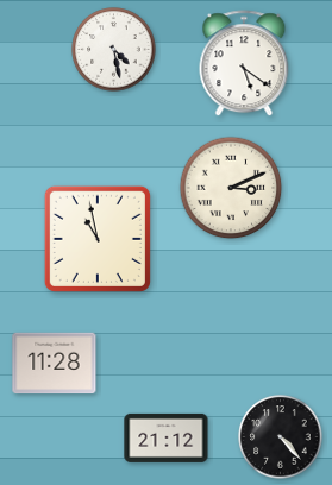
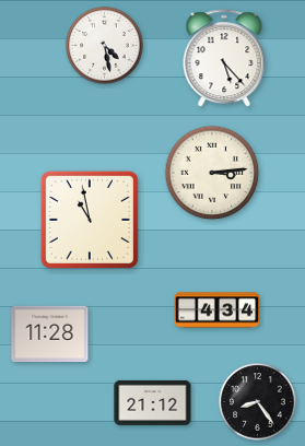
clock at (244, 64): 5:21 -> 5:23
clock at (231, 188): 3:11 -> 3:14
clock at (218, 310): none -> 4:34
clock at (281, 437): 4:23 -> 8:24
